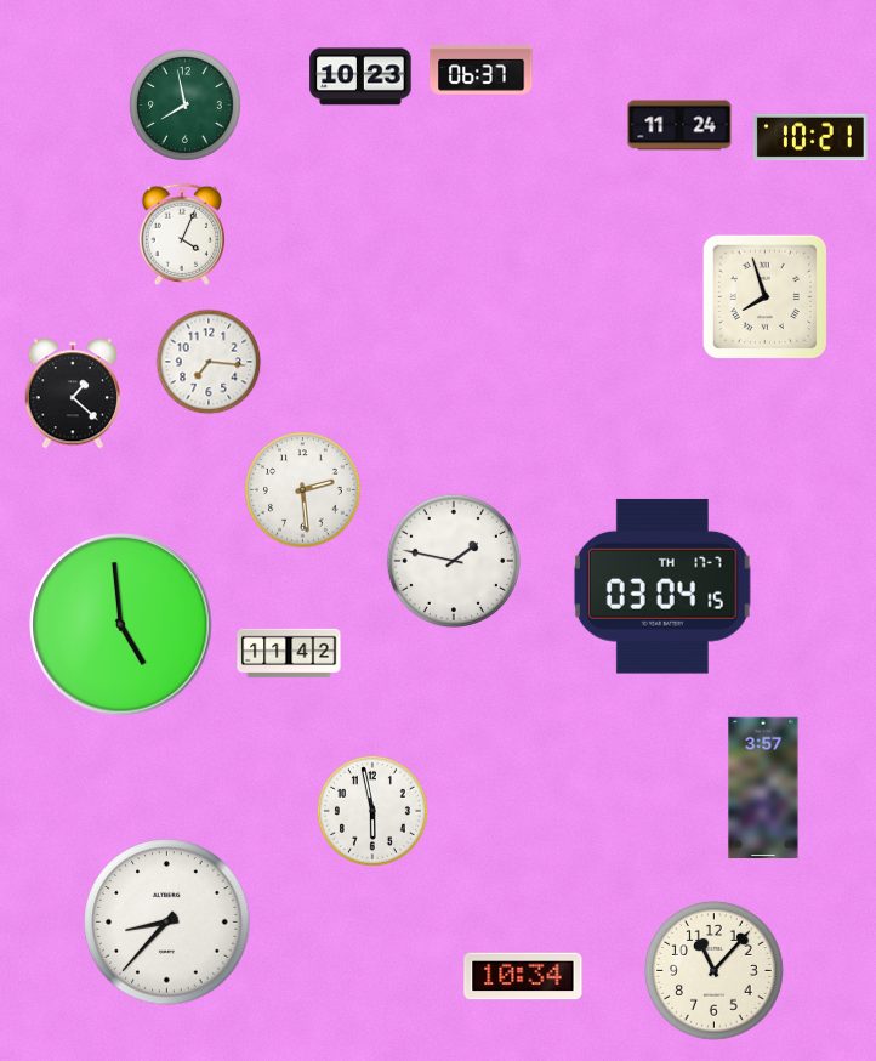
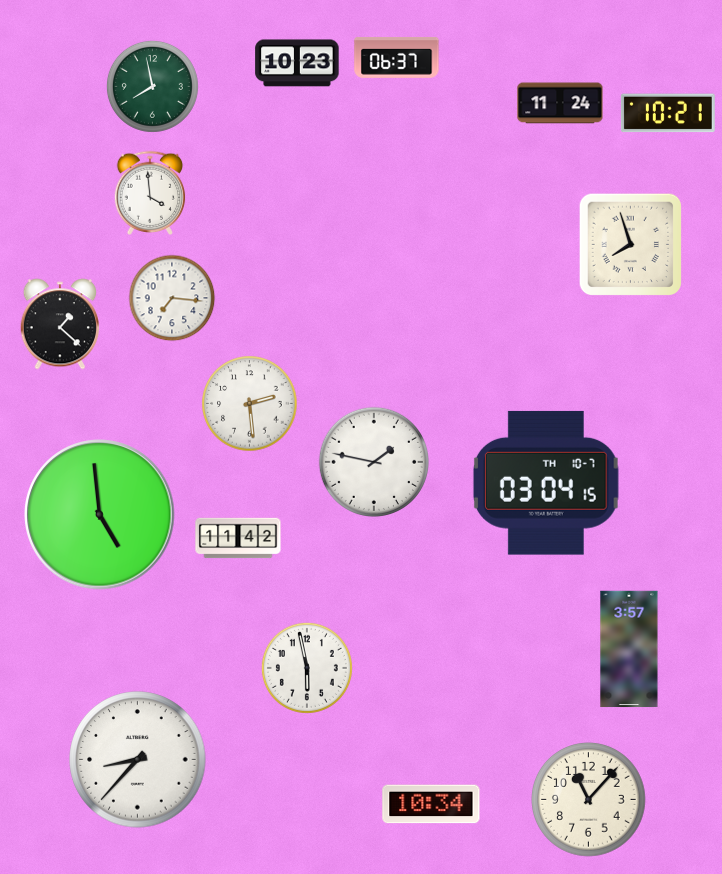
clock at (182, 234): 4:04 -> 3:59
clock at (662, 586) date: TH 17-7 -> TH 10-7
